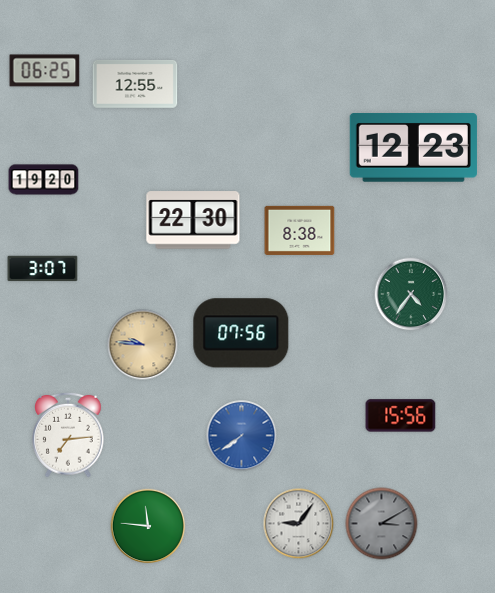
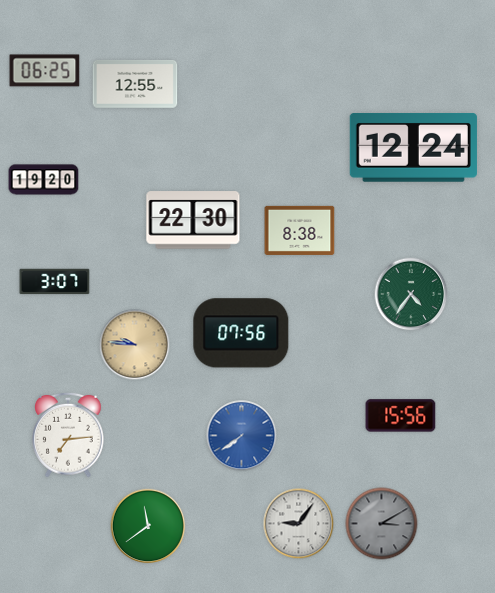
clock at (413, 148): 12:23 -> 12:24
clock at (43, 269) position: (43, 269) -> (55, 282)
clock at (143, 345) position: (143, 345) -> (135, 345)
clock at (148, 526): 11:46 -> 11:39
